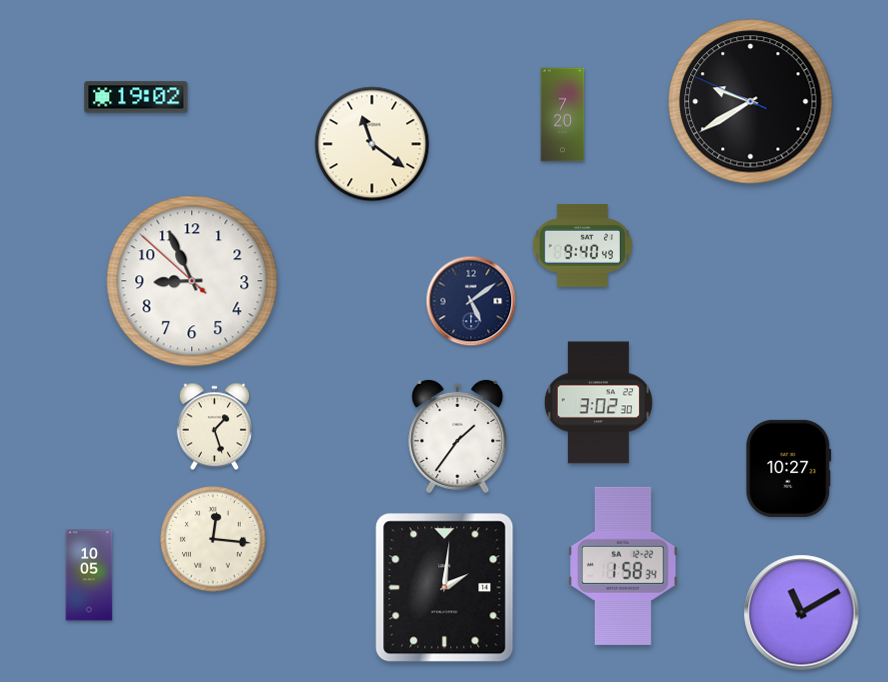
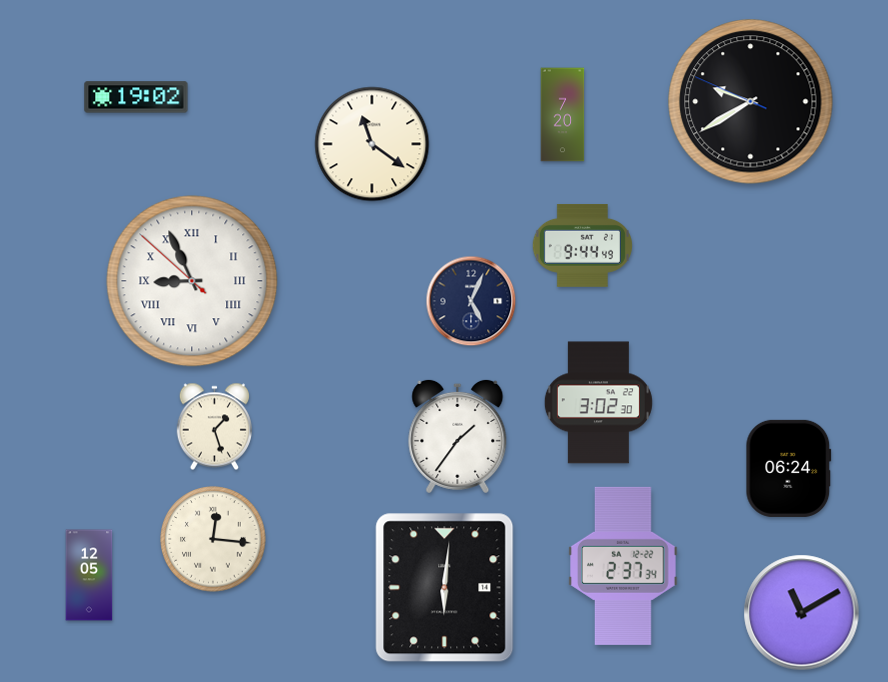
clock at (582, 246): 9:40 -> 9:44
clock at (192, 281) numerals: Arabic -> Roman
clock at (471, 301): 5:09 -> 5:04
clock at (789, 468): 10:27 -> 06:24
clock at (623, 566): 1:58 -> 2:37
clock at (89, 575): 10:05 -> 12:05
clock at (445, 588): 2:01 -> 6:01
